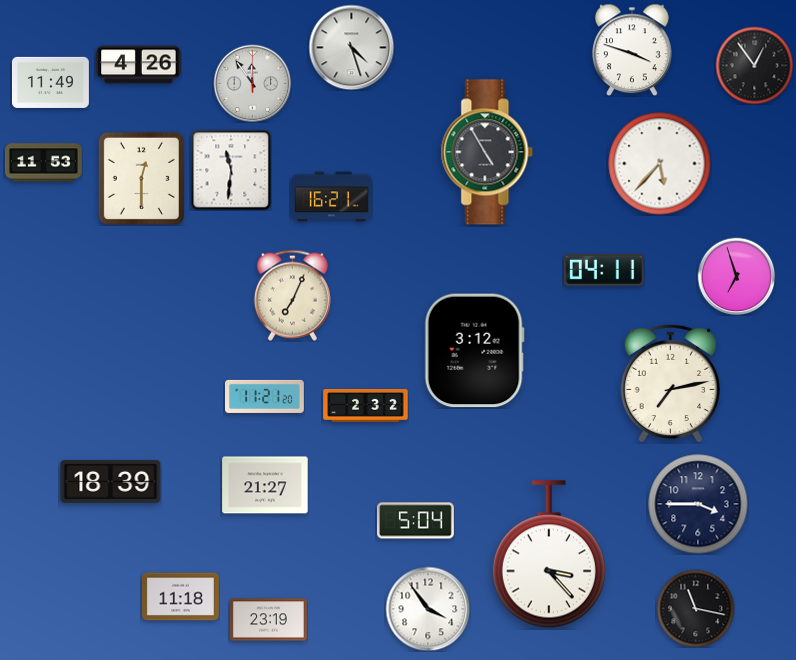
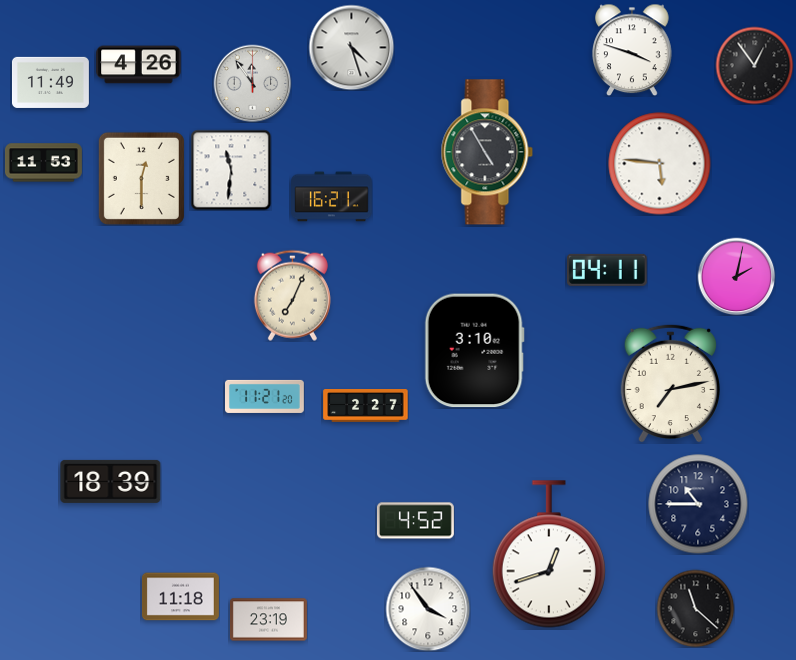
clock at (660, 164): 5:37 -> 5:46
clock at (604, 270) position: (604, 270) -> (607, 270)
clock at (736, 276): 6:57 -> 2:02
clock at (474, 351): 3:12 -> 3:10
clock at (366, 406): 2:32 -> 2:27
clock at (265, 485): 21:27 -> none
clock at (698, 504): 3:45 -> 10:45
clock at (415, 521): 5:04 -> 4:52
clock at (549, 554): 3:23 -> 12:42
clock at (695, 608): 11:17 -> 11:22
